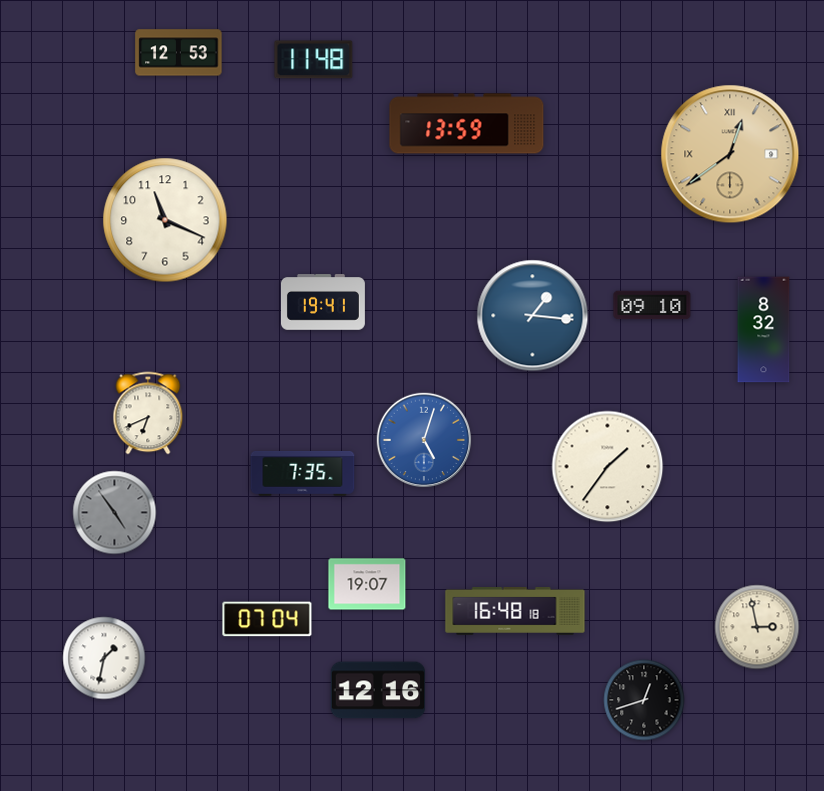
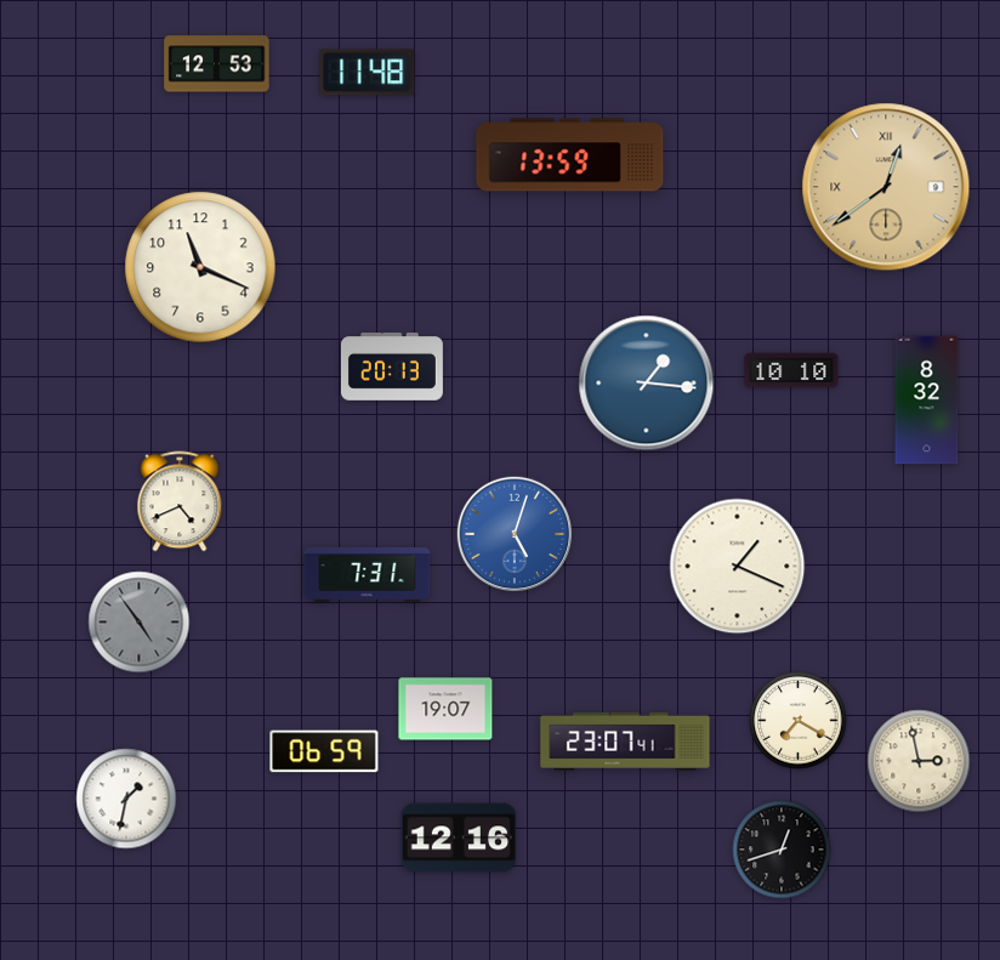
clock at (314, 60) position: (314, 60) -> (368, 73)
clock at (467, 124) position: (467, 124) -> (570, 155)
clock at (323, 302): 19:41 -> 20:13
clock at (652, 305): 09:10 -> 10:10
clock at (148, 413): 6:41 -> 4:41
clock at (608, 467): 1:36 -> 1:19
clock at (303, 473): 7:35 -> 7:31
clock at (799, 721): none -> 7:20
clock at (515, 612): 16:48 -> 23:07
clock at (267, 619): 07:04 -> 06:59
